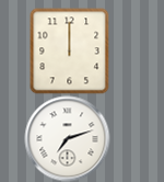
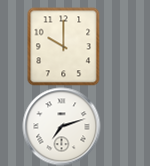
clock at (70, 50): 12:00 -> 10:00
